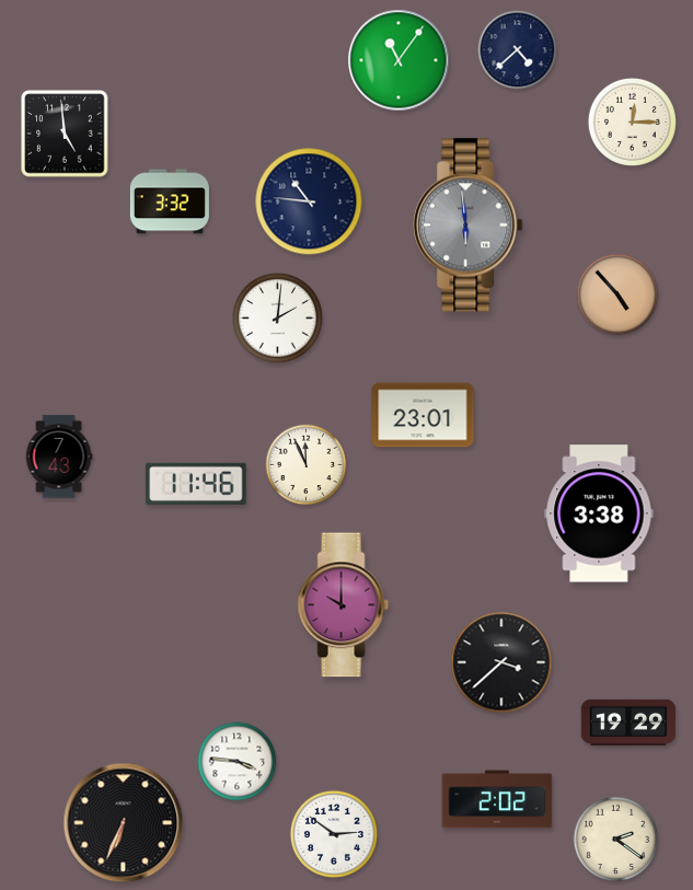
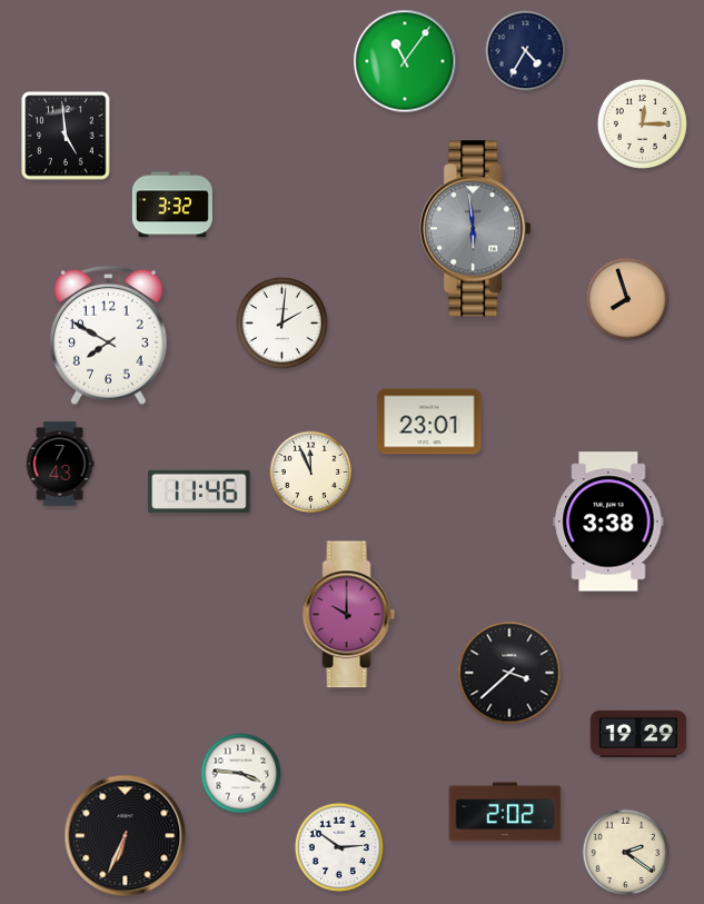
clock at (518, 50): 4:38 -> 4:35
clock at (309, 201): 10:46 -> none
clock at (617, 294): 4:53 -> 7:57
clock at (109, 336): none -> 7:50
